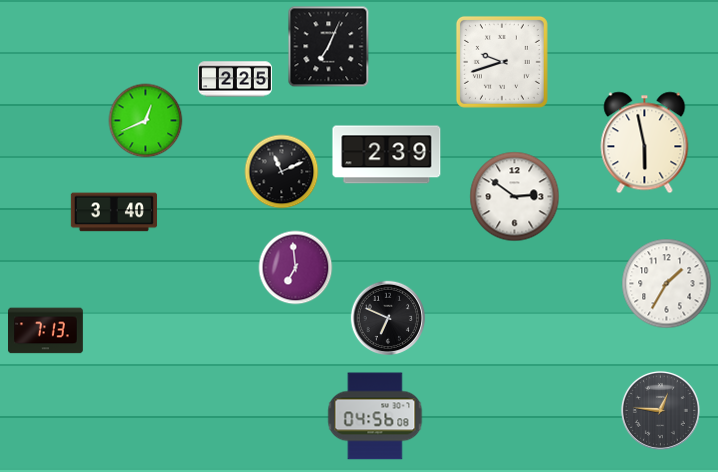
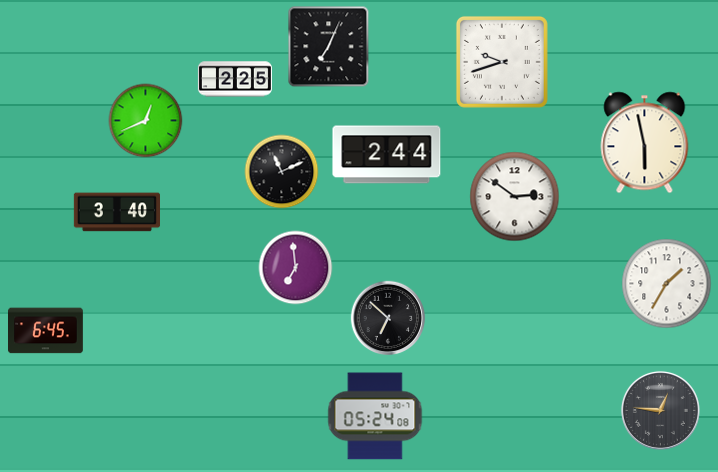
clock at (387, 155): 2:39 -> 2:44
clock at (113, 212) position: (113, 212) -> (116, 212)
clock at (388, 318): 6:49 -> 6:52
clock at (46, 331): 7:13 -> 6:45
clock at (375, 416): 04:56 -> 05:24
